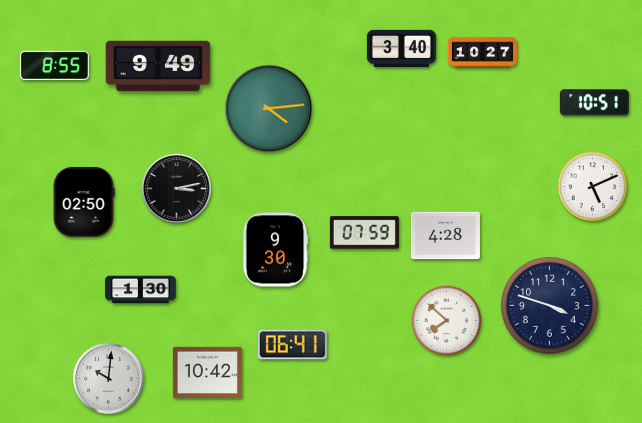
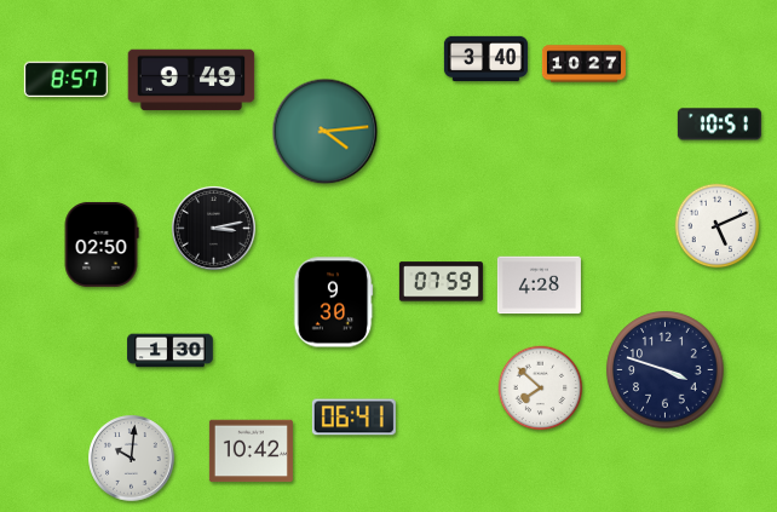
clock at (54, 65): 8:55 -> 8:57
